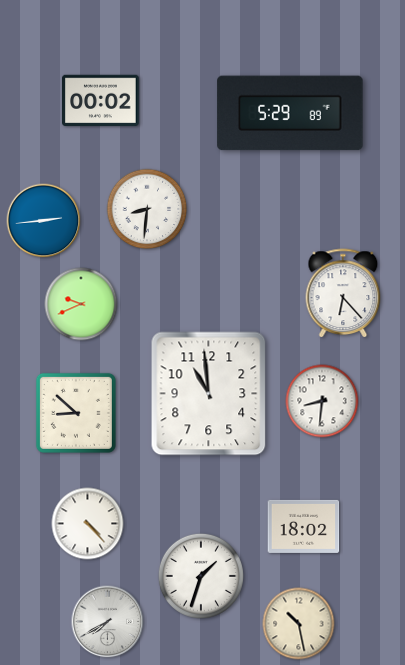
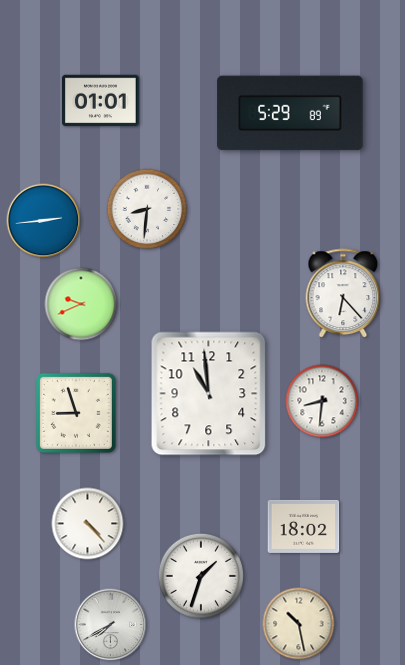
clock at (101, 101): 00:02 -> 01:01
clock at (76, 413): 8:52 -> 8:57
clock at (108, 622) position: (108, 622) -> (111, 625)
